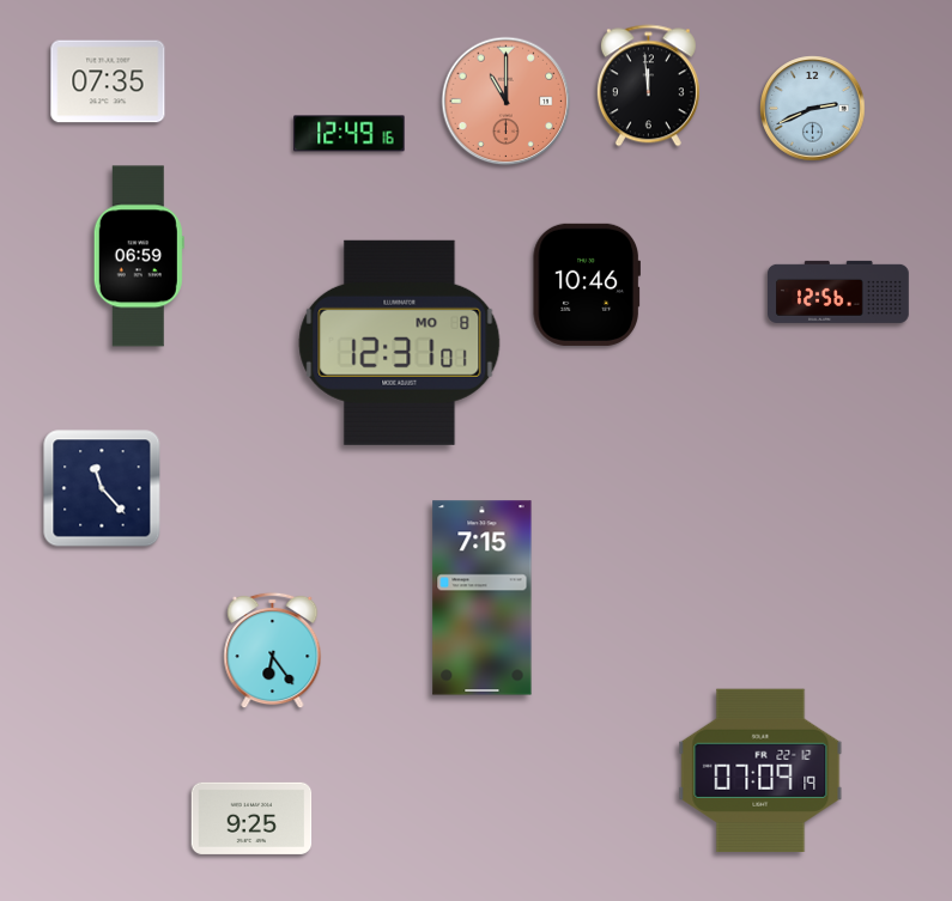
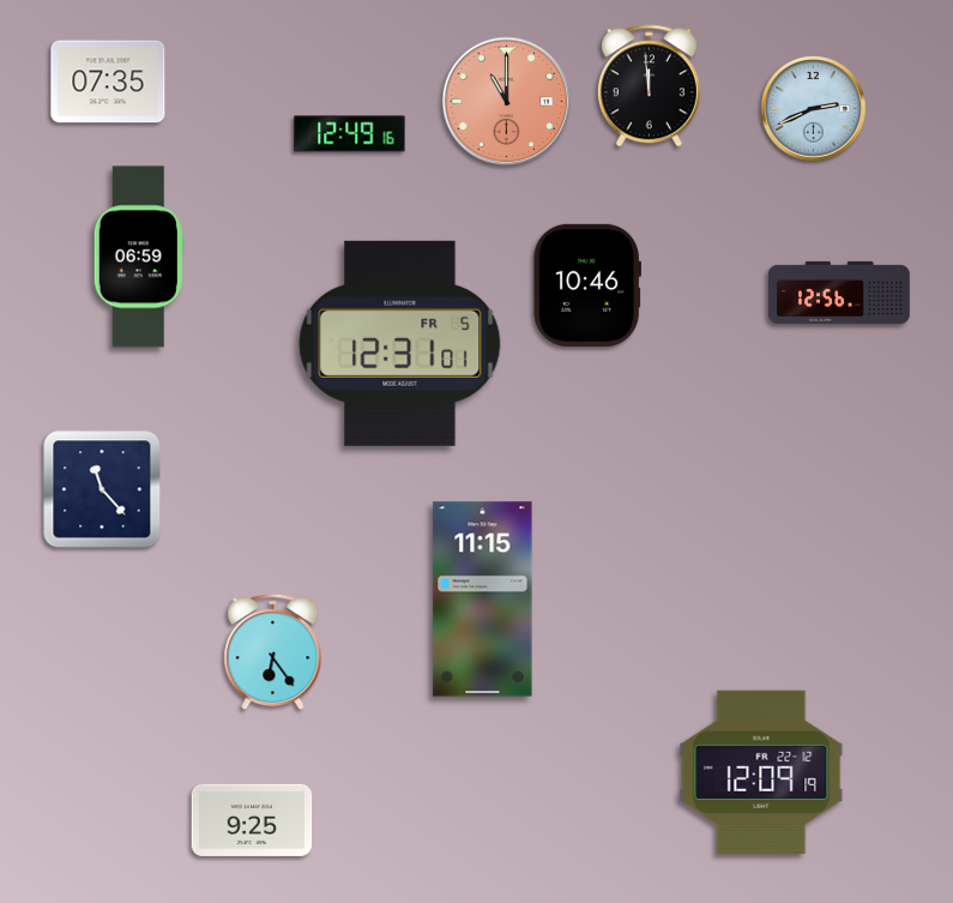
clock at (400, 342) date: MO 8 -> FR 5
clock at (483, 598): 7:15 -> 11:15
clock at (760, 769): 07:09 -> 12:09
